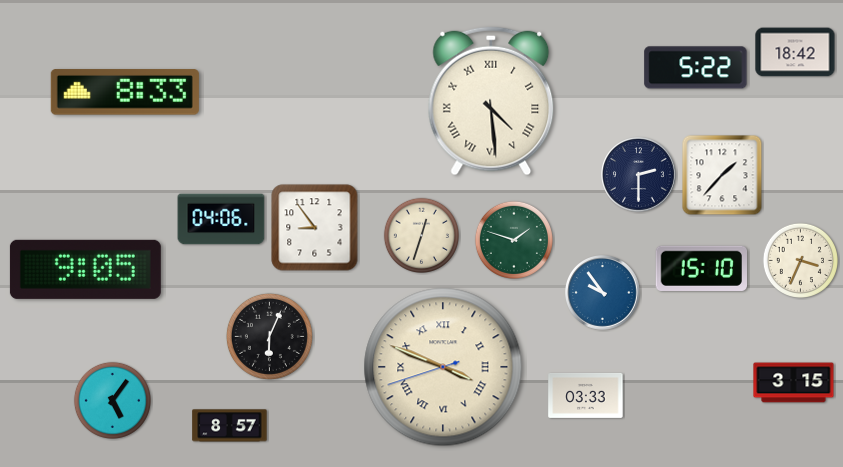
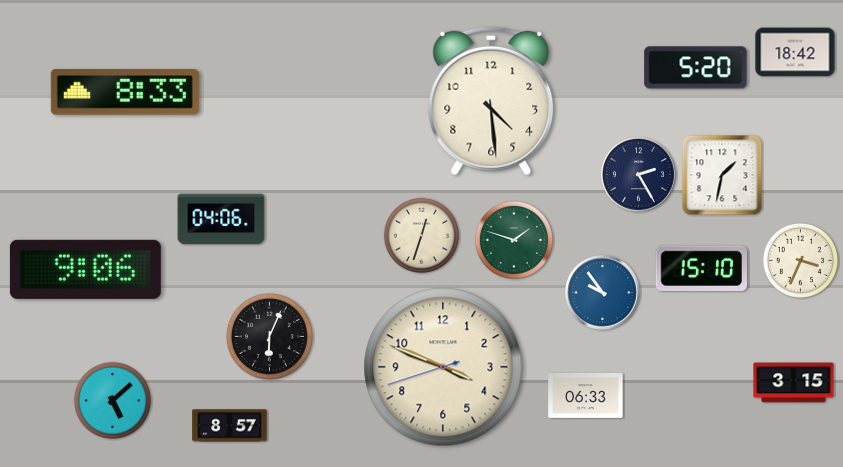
clock at (696, 68): 5:22 -> 5:20
clock at (491, 101) numerals: Roman -> Arabic
clock at (639, 175): 2:30 -> 2:25
clock at (722, 175): 1:37 -> 1:32
clock at (315, 228): 8:54 -> none
clock at (85, 269): 9:05 -> 9:06
clock at (443, 367) numerals: Roman -> Arabic
clock at (586, 395): 03:33 -> 06:33
clock at (112, 400): 5:06 -> 5:08
